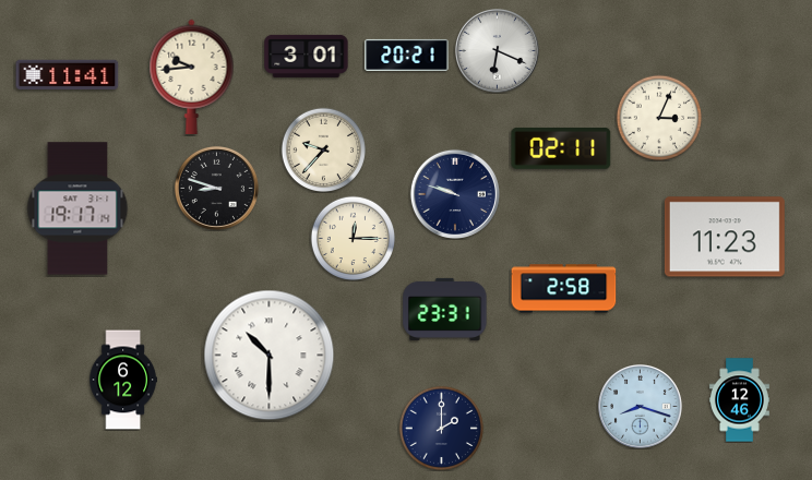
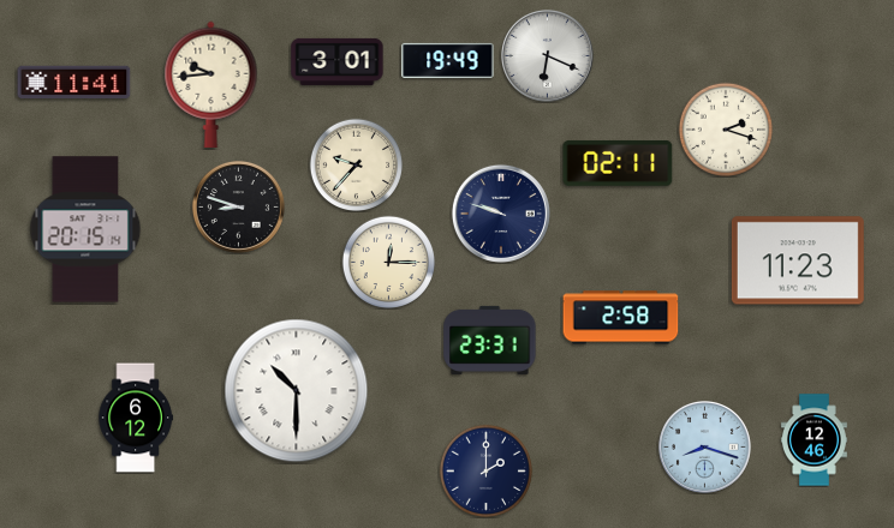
clock at (407, 55): 20:21 -> 19:49
clock at (659, 118): 3:04 -> 2:18
clock at (77, 208): 19:17 -> 20:15
